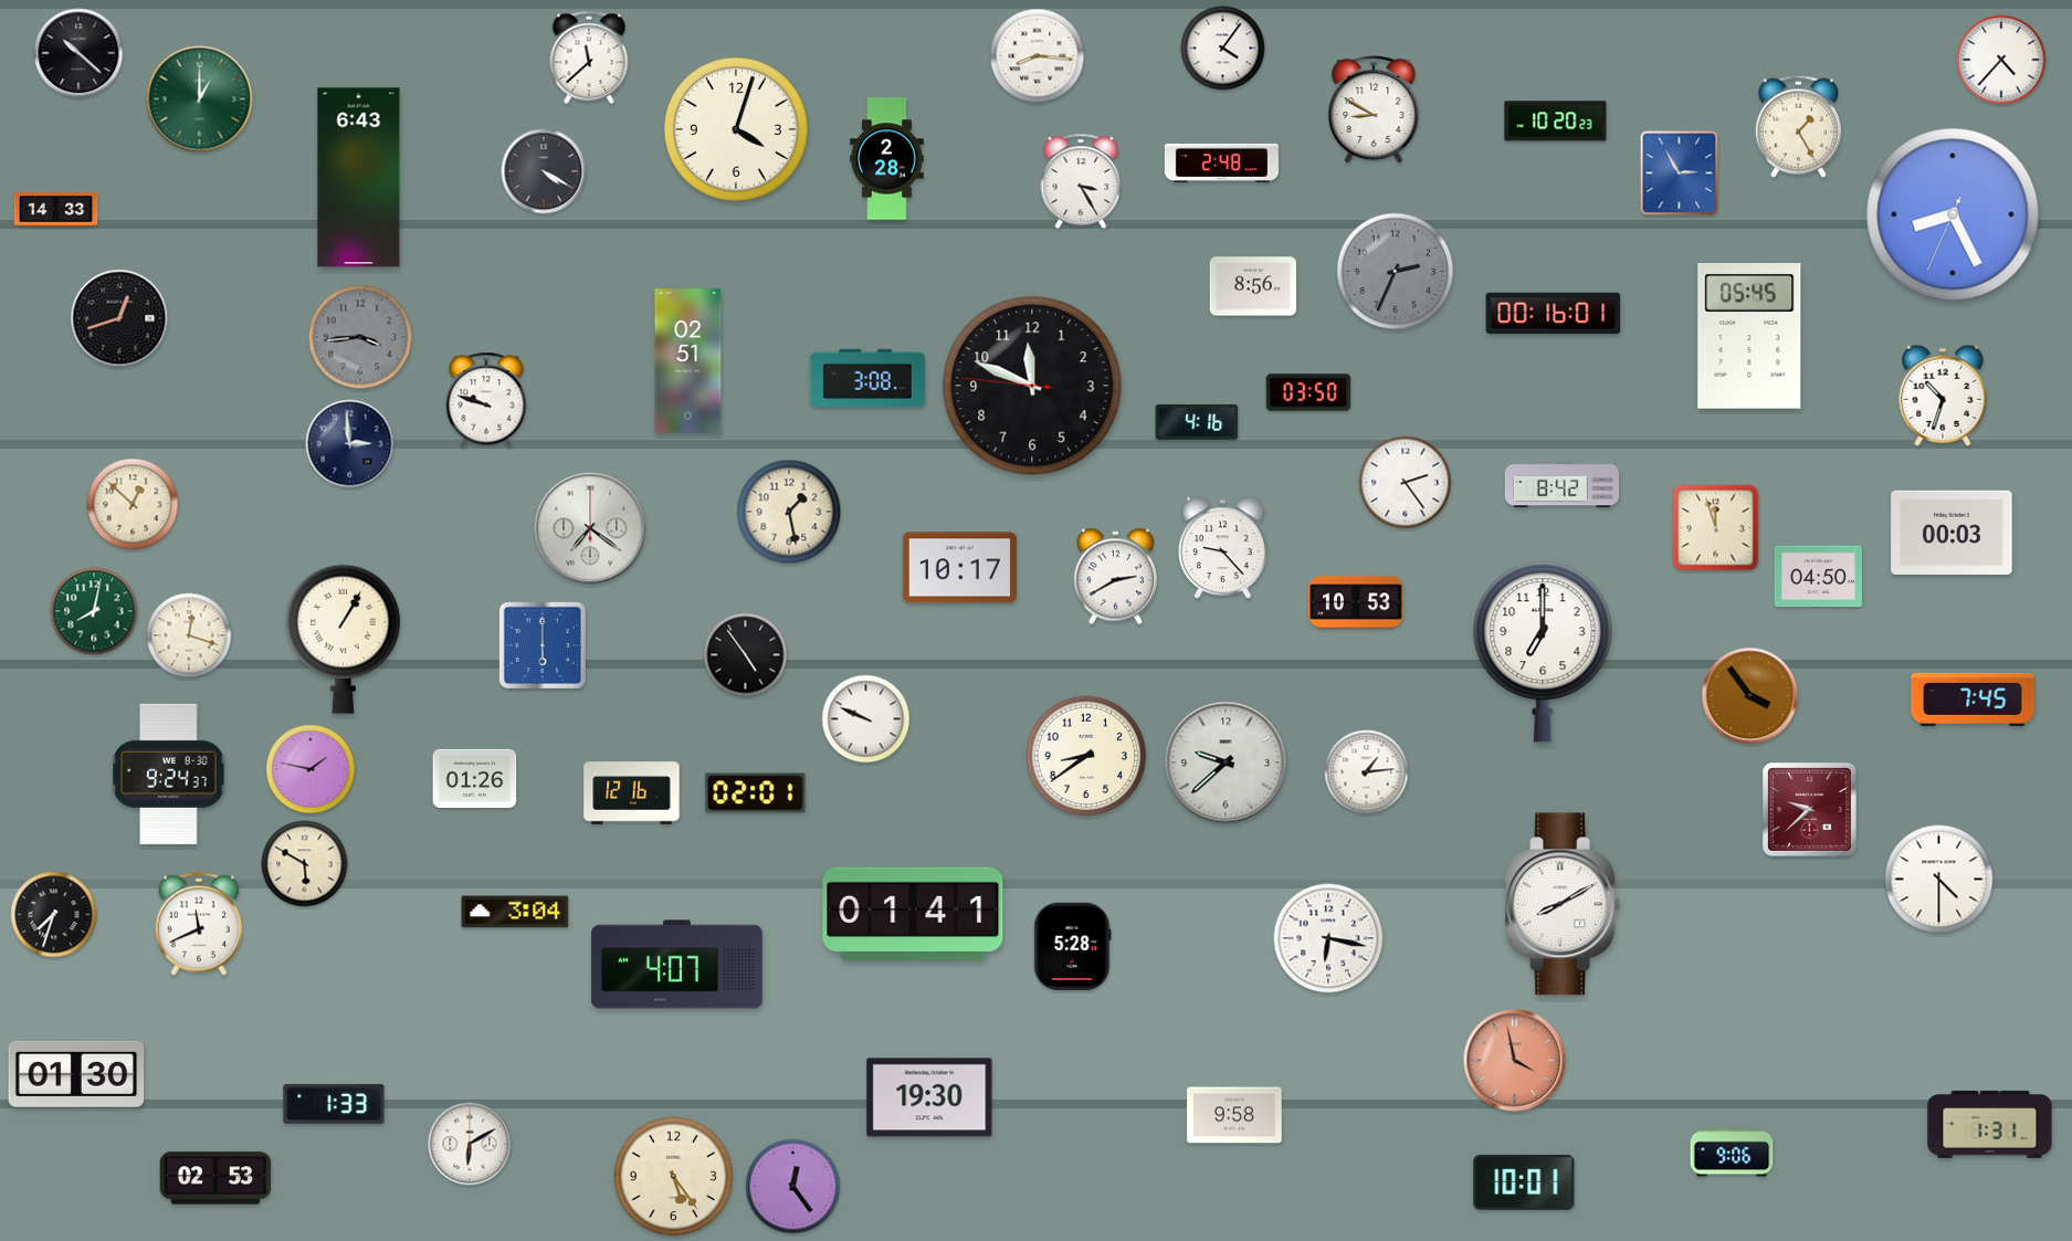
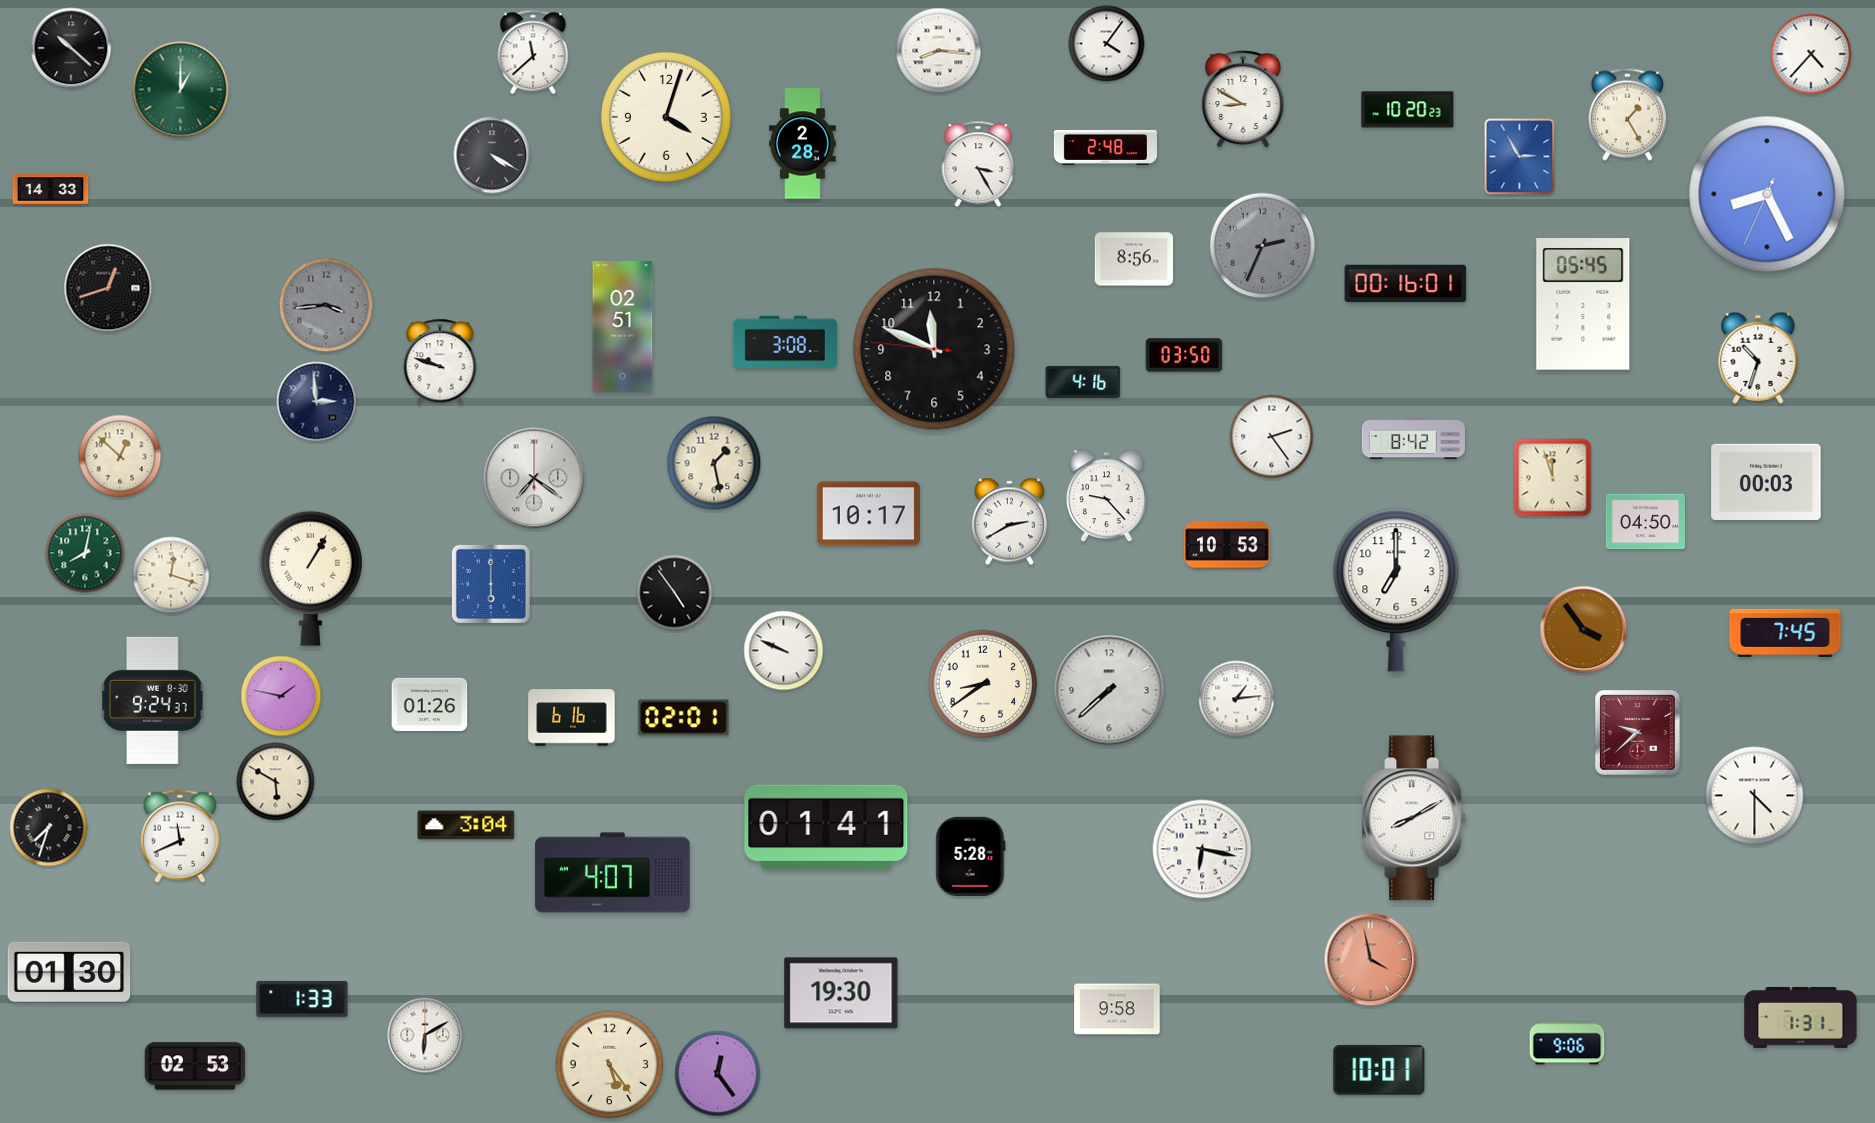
clock at (359, 178): 6:43 -> none
clock at (1226, 763): 9:38 -> 7:38
clock at (632, 793): 12:16 -> 6:16
